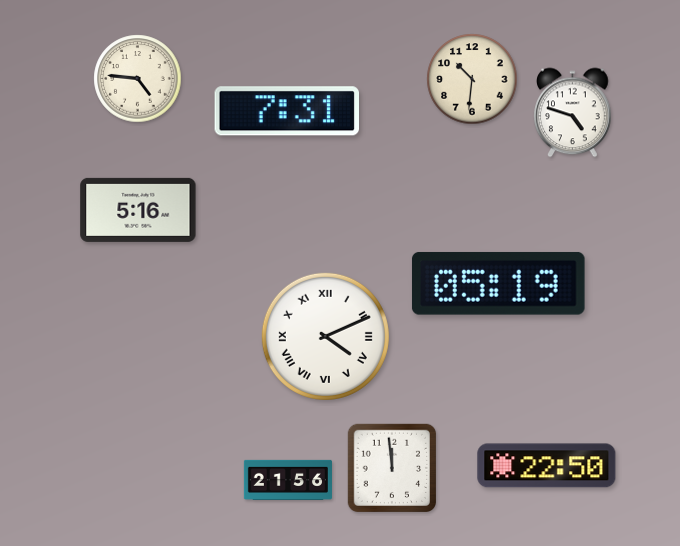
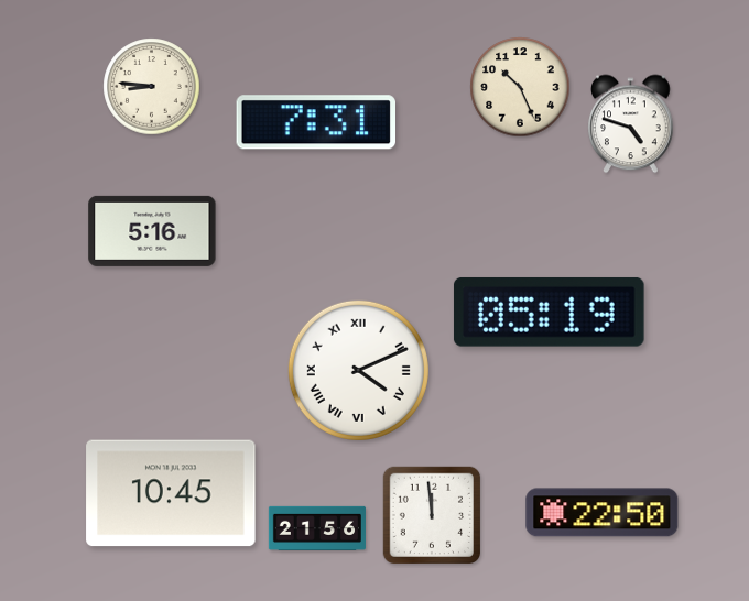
clock at (138, 79): 4:46 -> 8:46
clock at (472, 79): 10:31 -> 10:26
clock at (171, 493): none -> 10:45
